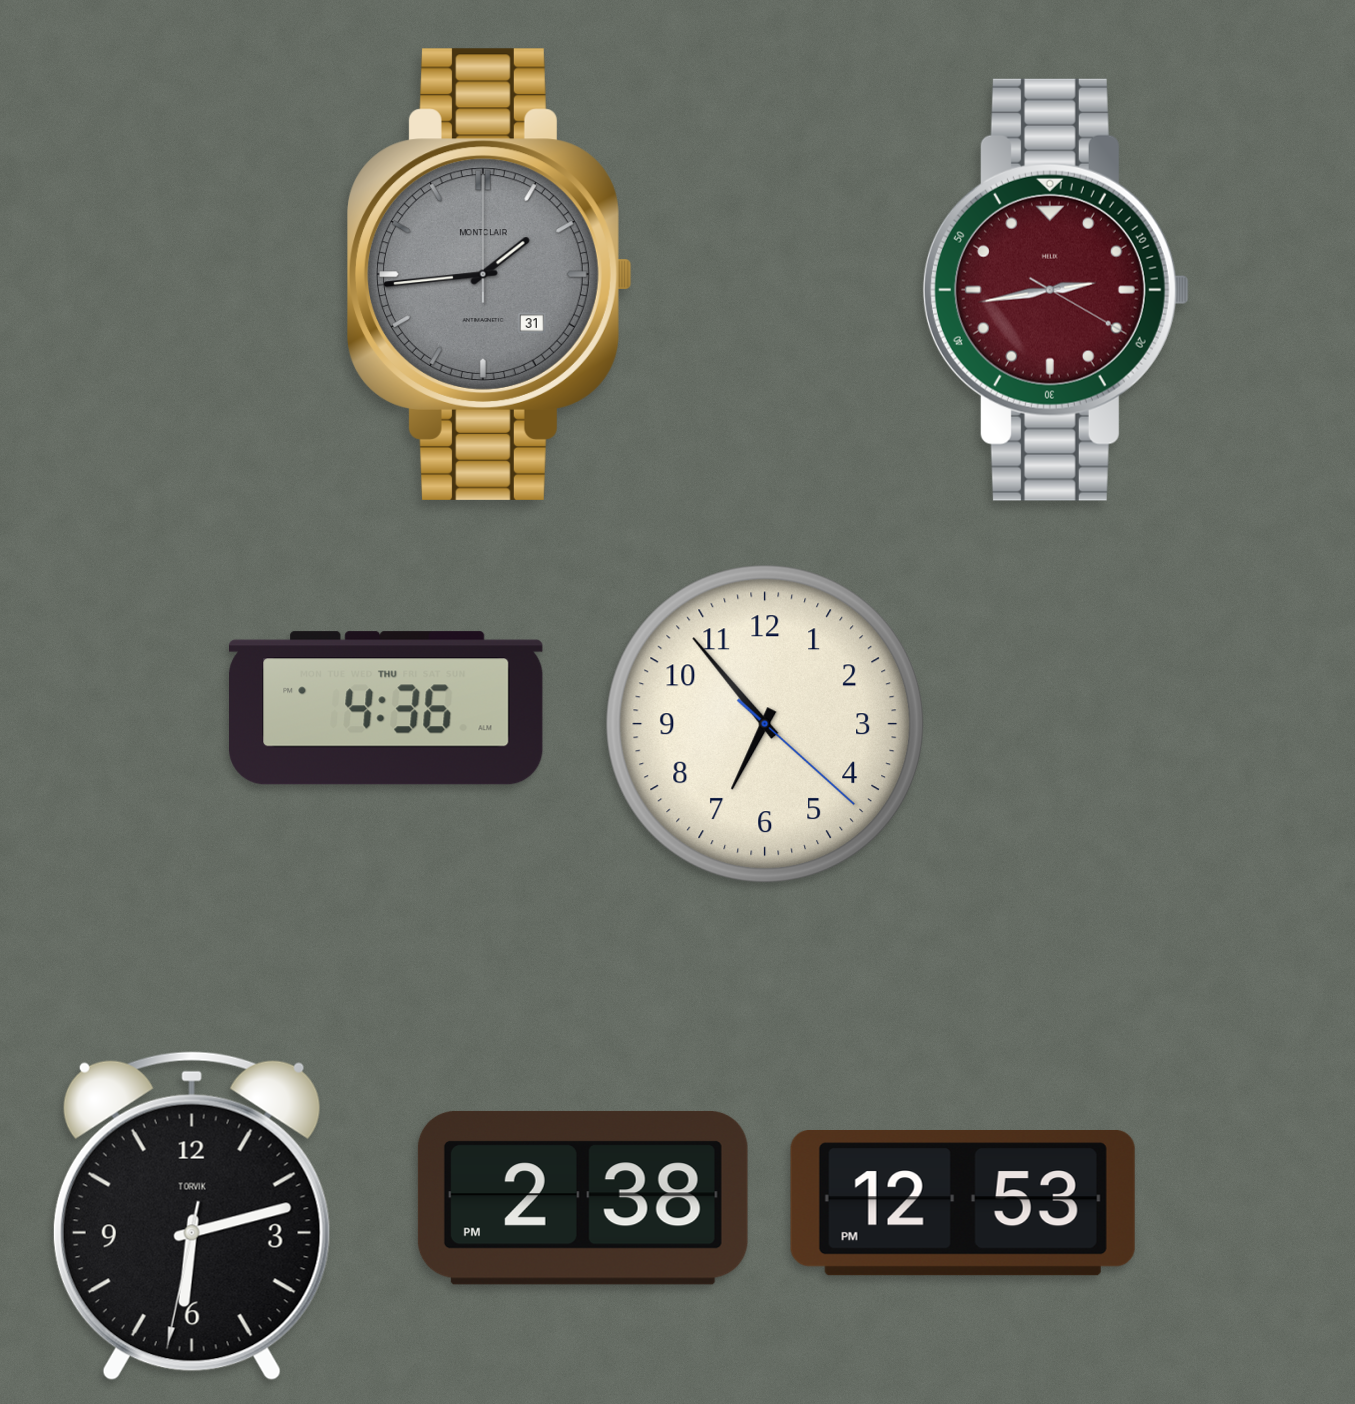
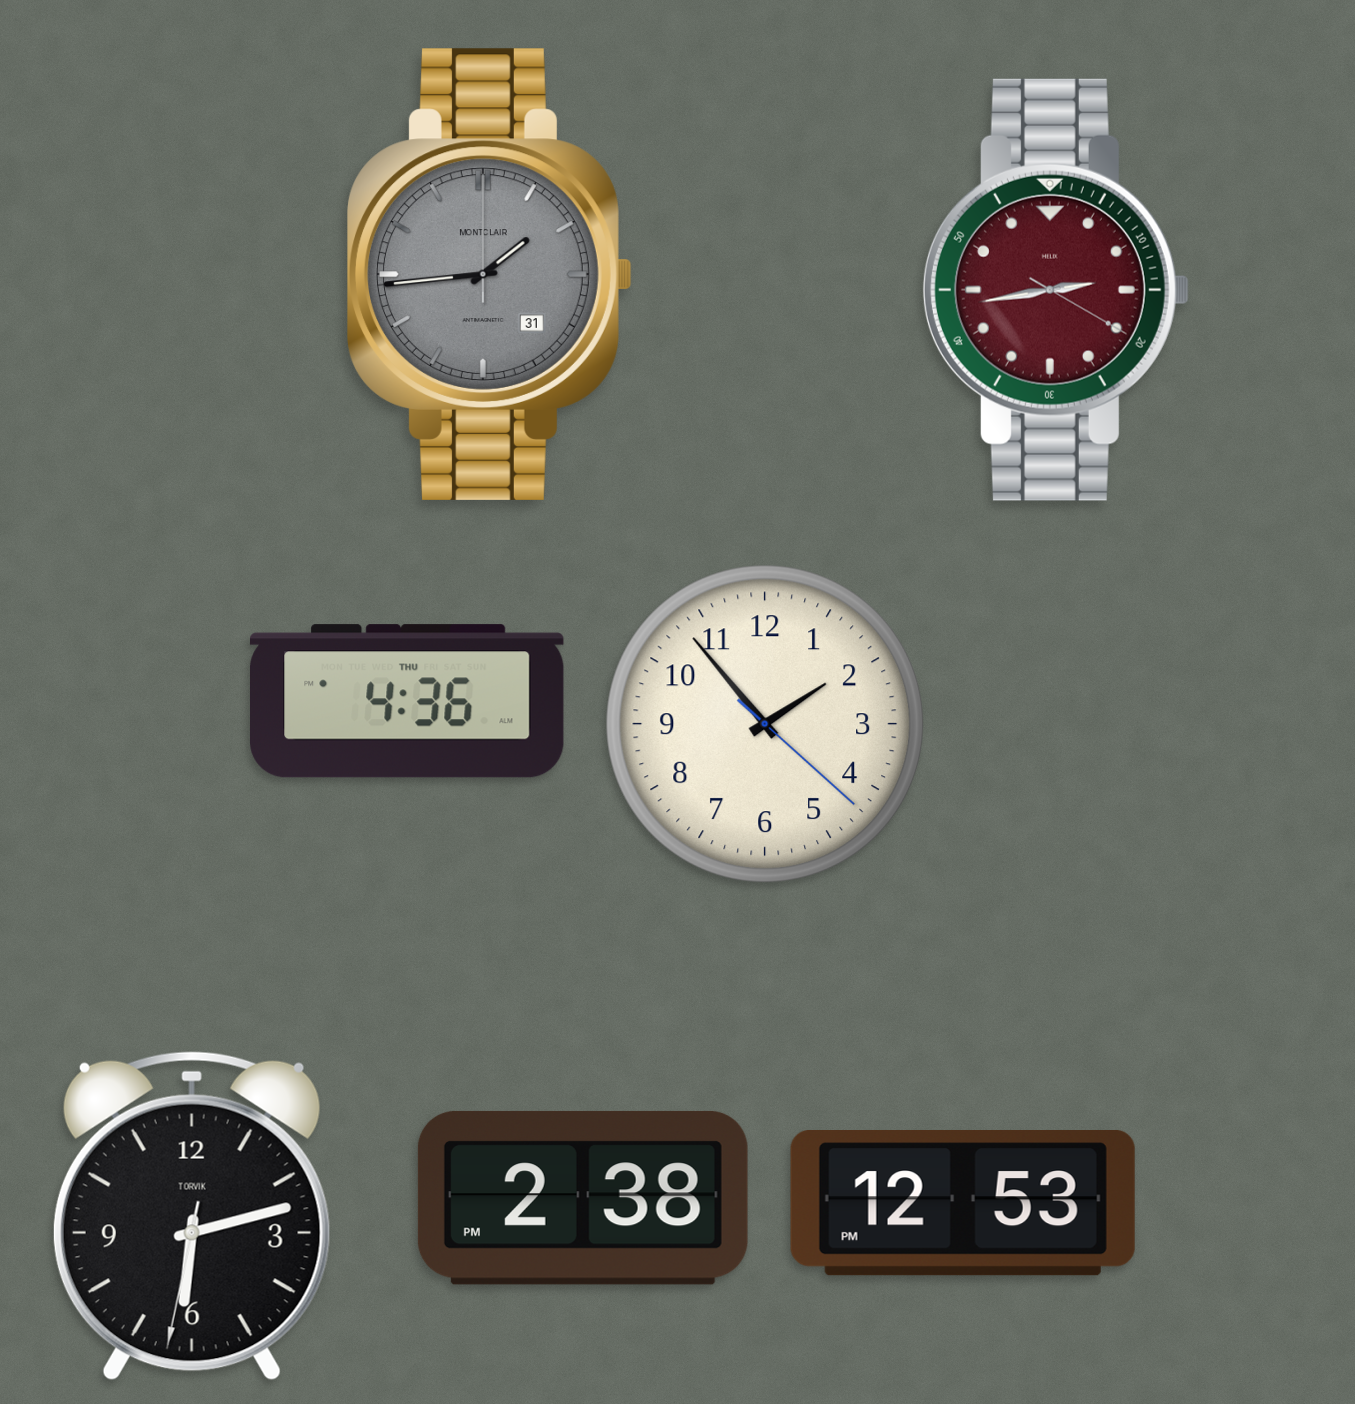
clock at (387, 708) position: (387, 708) -> (408, 701)
clock at (765, 724): 6:53 -> 1:53
